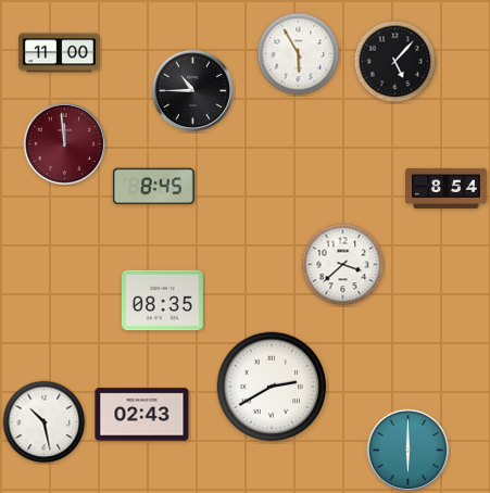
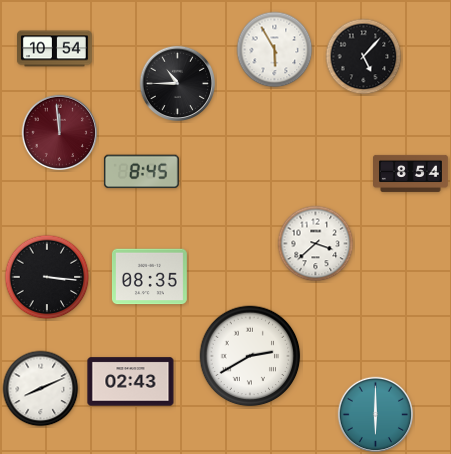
clock at (60, 53): 11:00 -> 10:54
clock at (47, 277): none -> 3:16
clock at (45, 422): 10:28 -> 8:11
